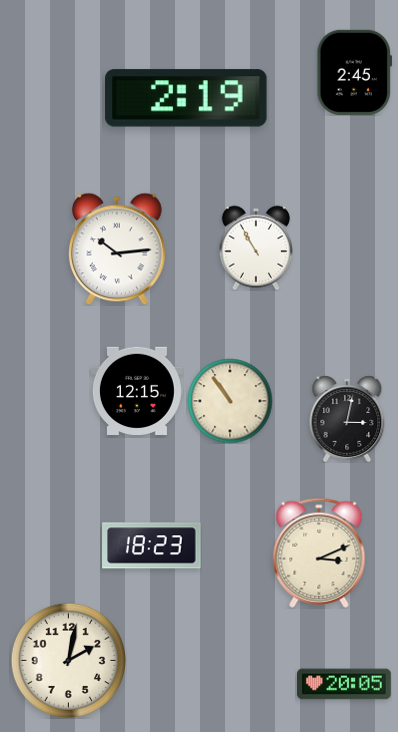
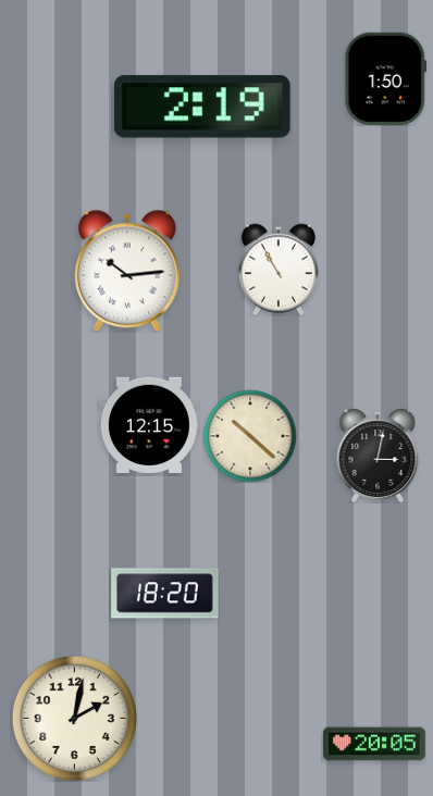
clock at (354, 72): 2:45 -> 1:50
clock at (230, 401): 10:54 -> 10:22
clock at (152, 546): 18:23 -> 18:20
clock at (319, 553): 3:11 -> none
